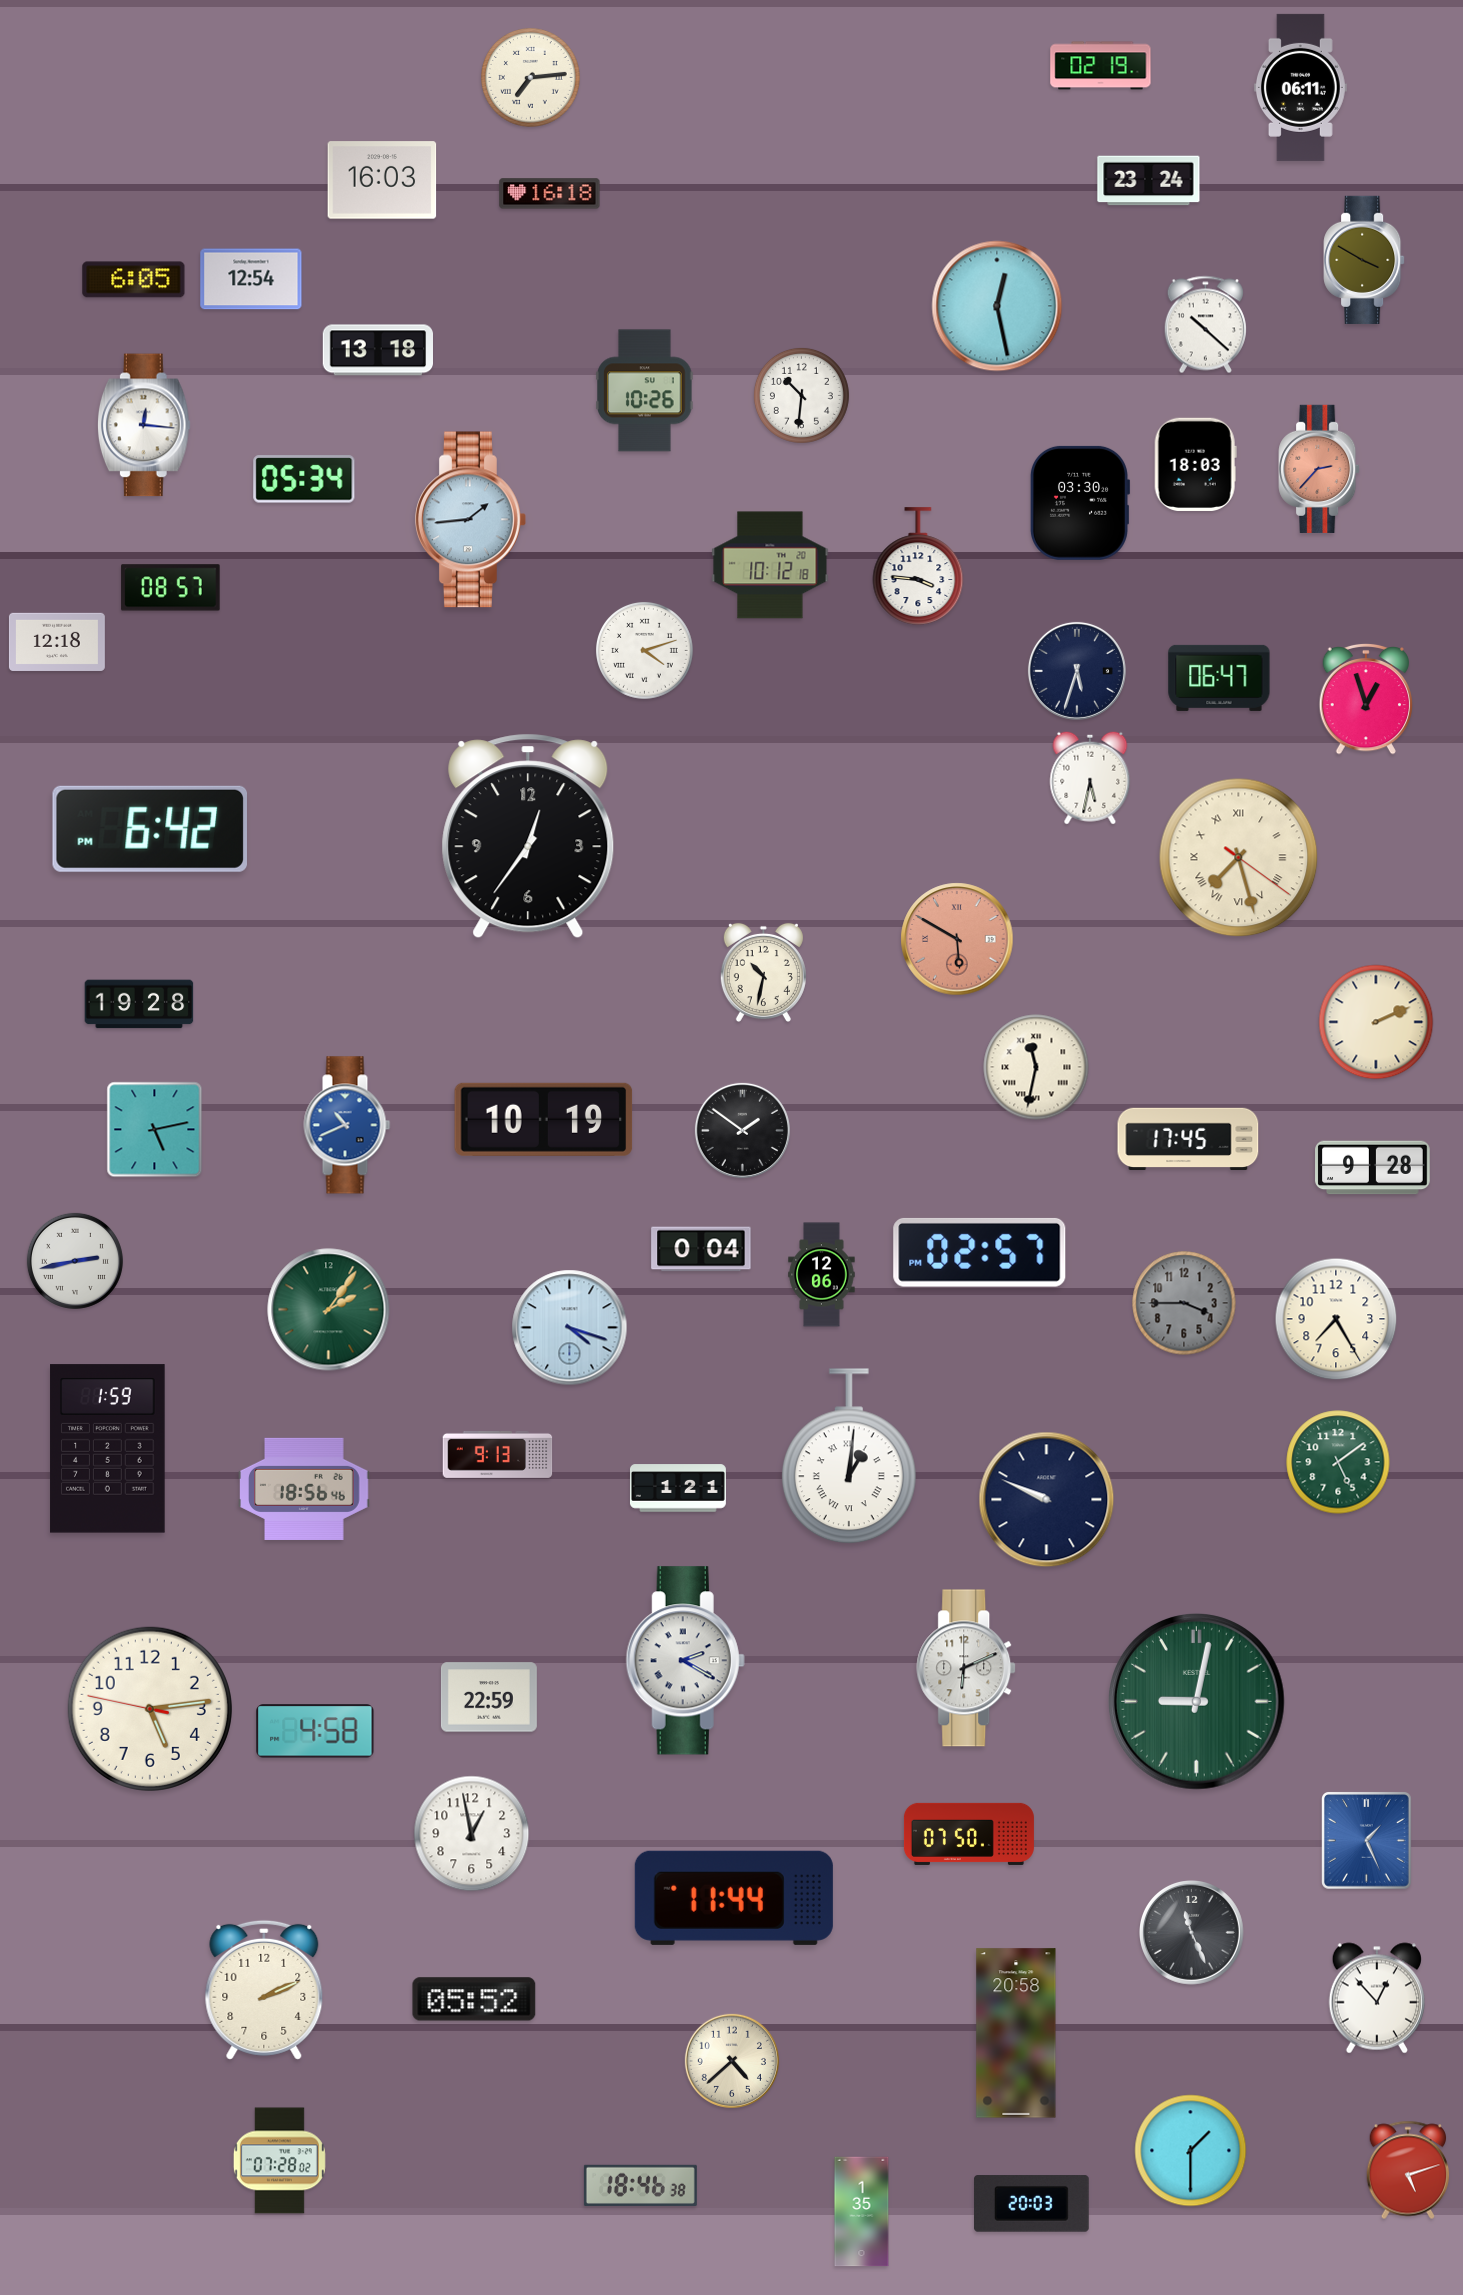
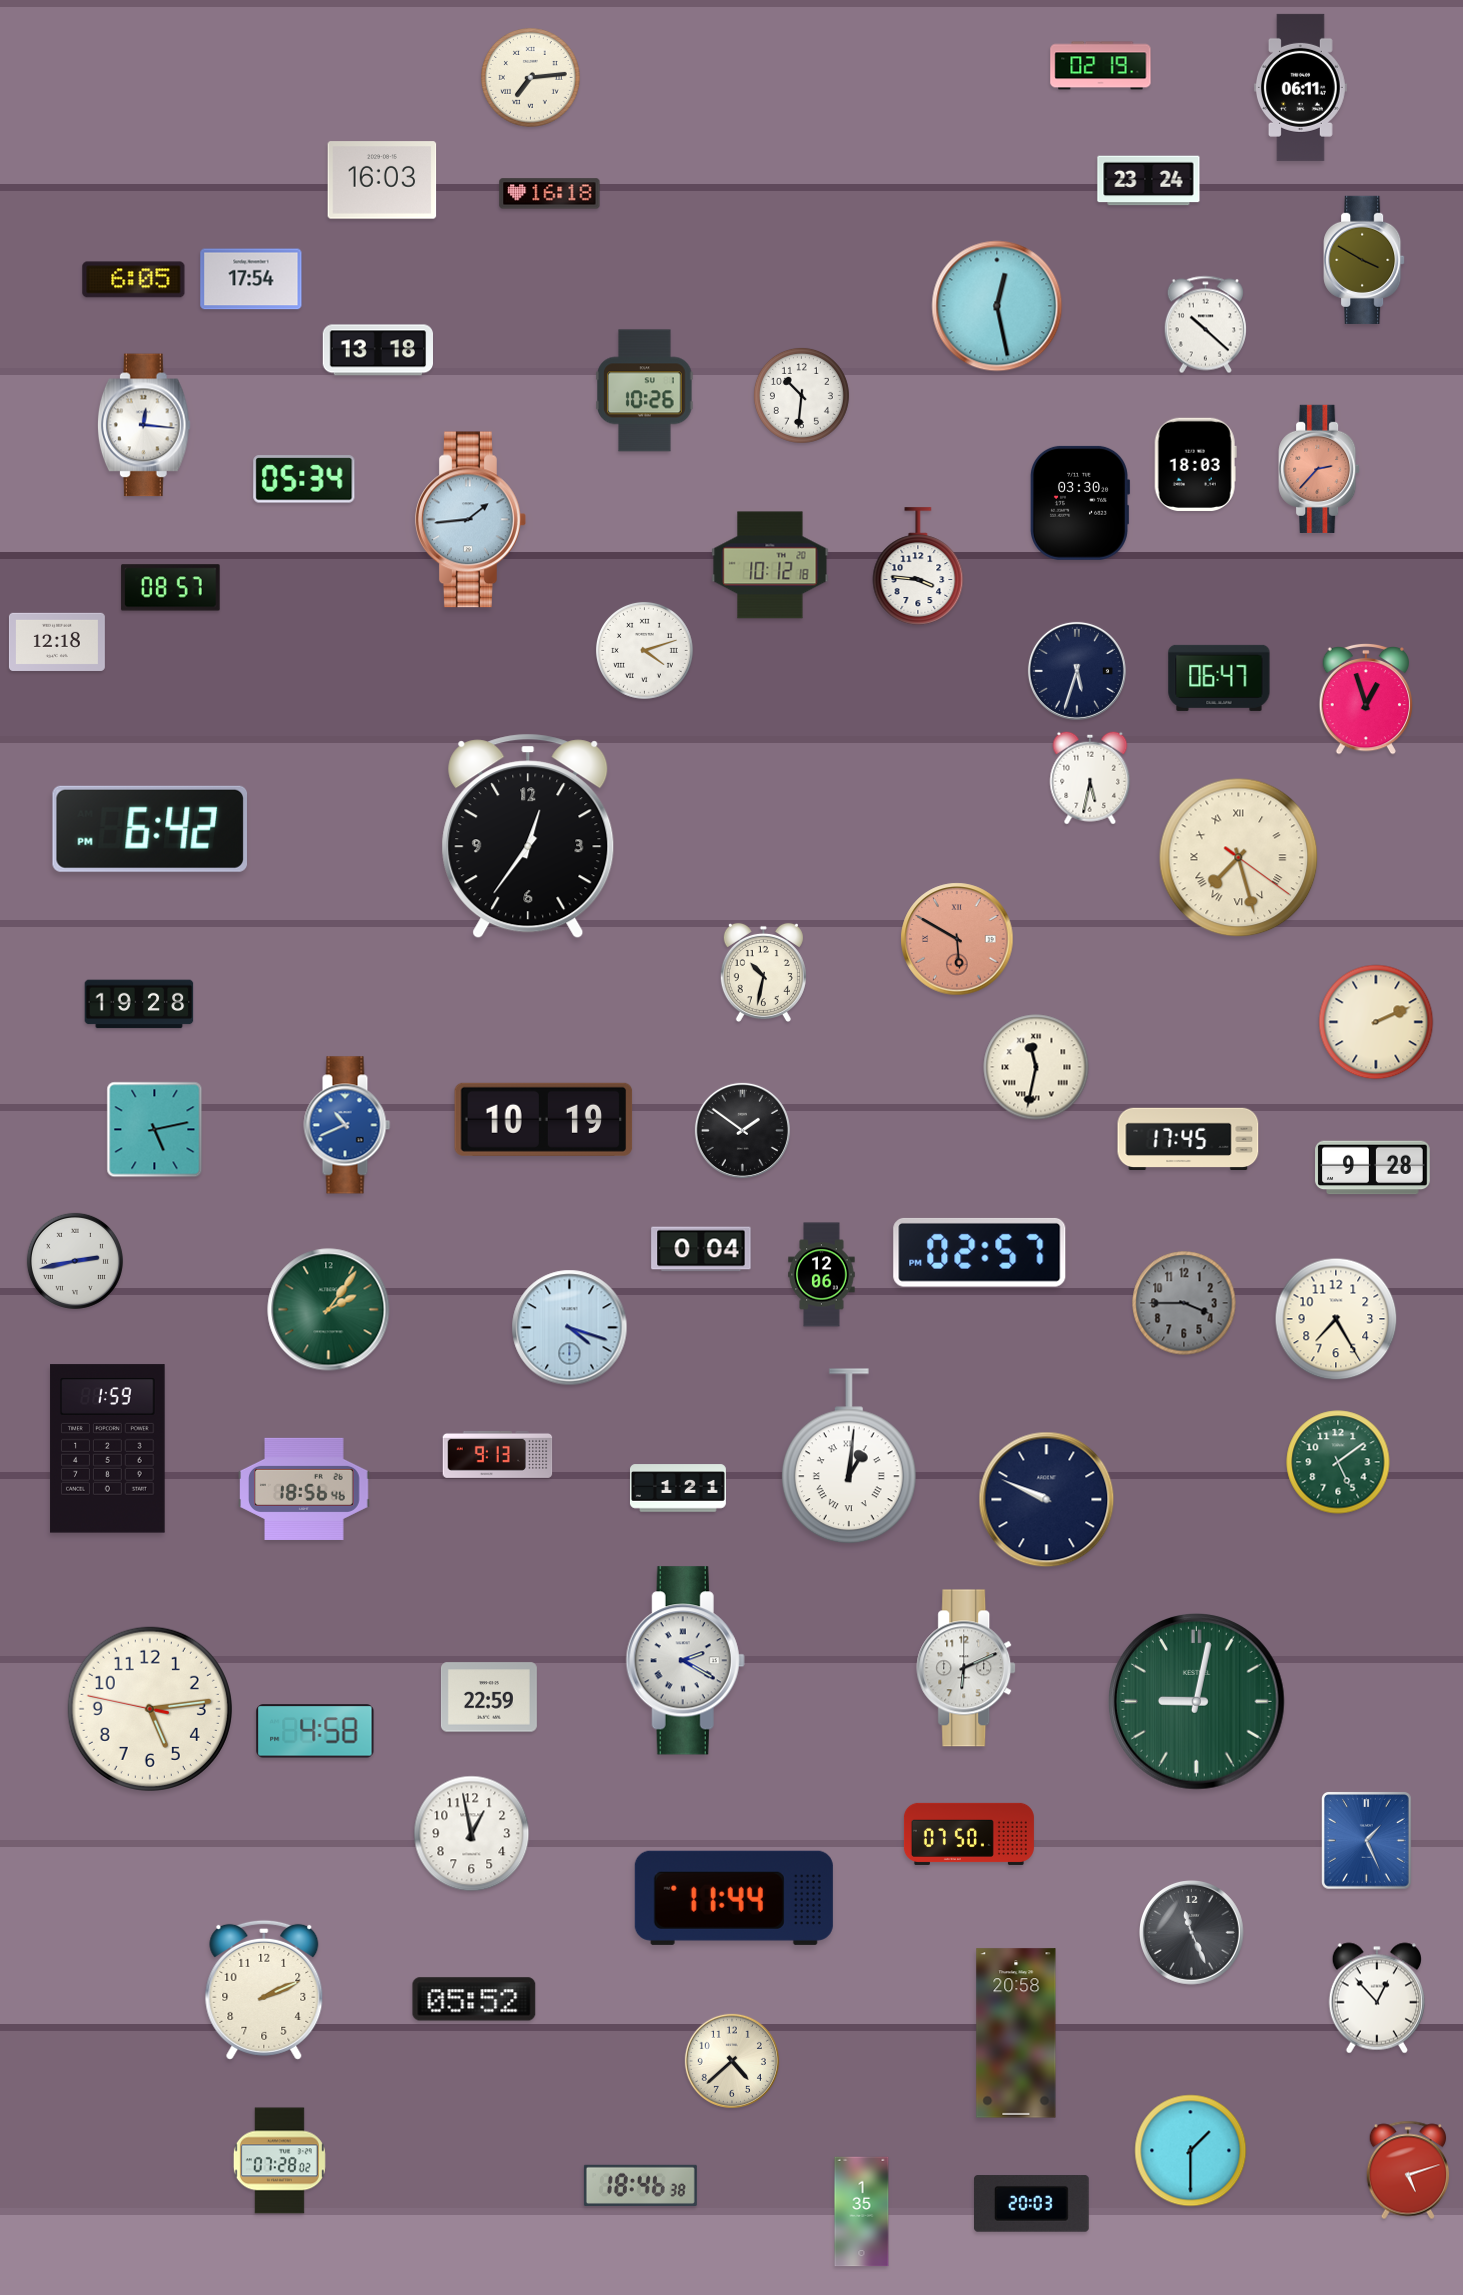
clock at (251, 279): 12:54 -> 17:54
